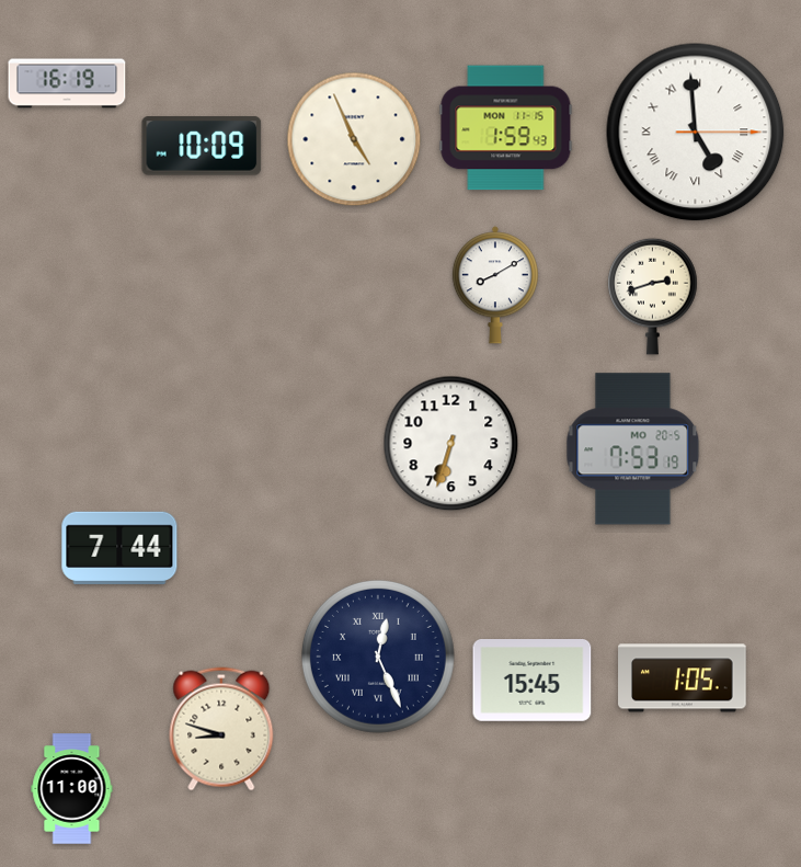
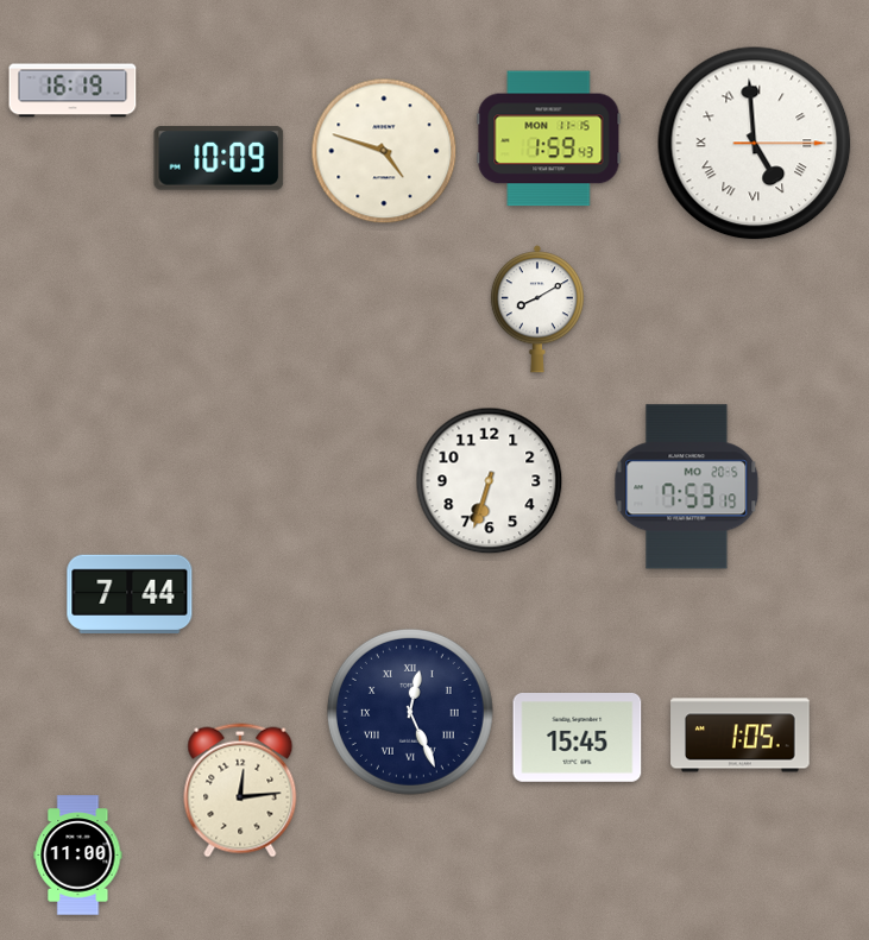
clock at (354, 139): 4:56 -> 4:48
clock at (653, 296): 2:42 -> none
clock at (221, 729): 8:48 -> 12:14
